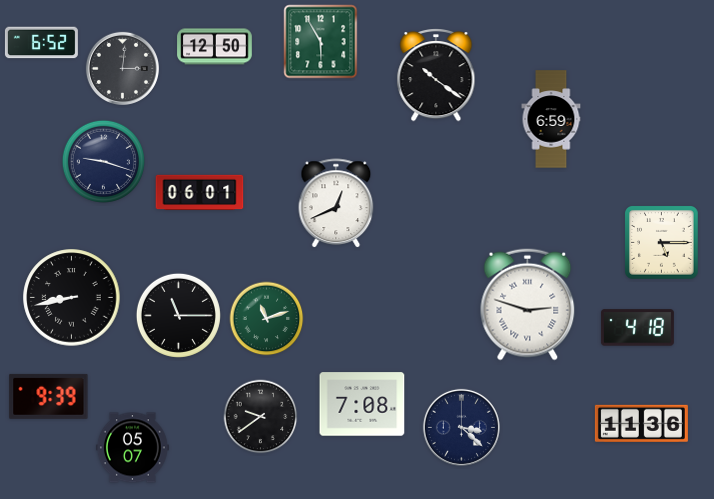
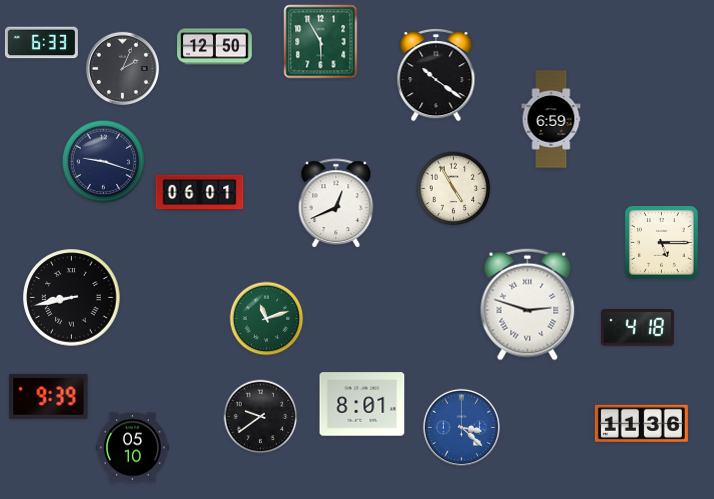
clock at (41, 43): 6:52 -> 6:33
clock at (122, 68): 3:01 -> 2:04
clock at (454, 189): none -> 4:55
clock at (178, 315): 11:15 -> none
clock at (362, 404): 7:08 -> 8:01
clock at (461, 427) dial: navy -> blue
clock at (132, 448): 05:07 -> 05:10
